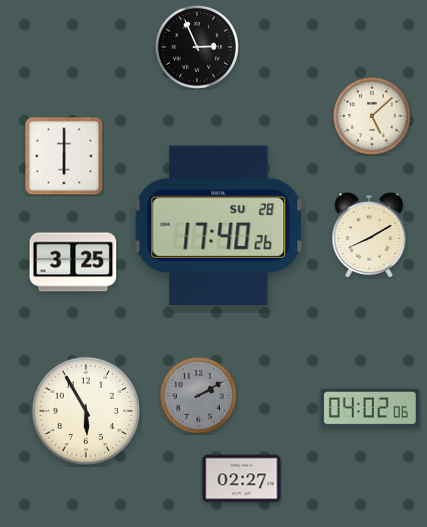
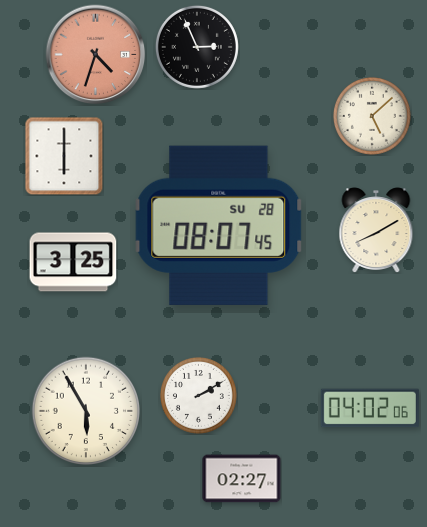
clock at (96, 55): none -> 4:33
clock at (219, 225): 17:40 -> 08:07
clock at (369, 235) position: (369, 235) -> (376, 230)
clock at (198, 395) dial: grey -> white
